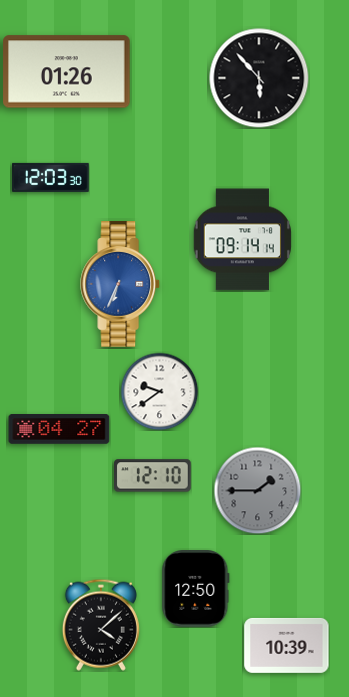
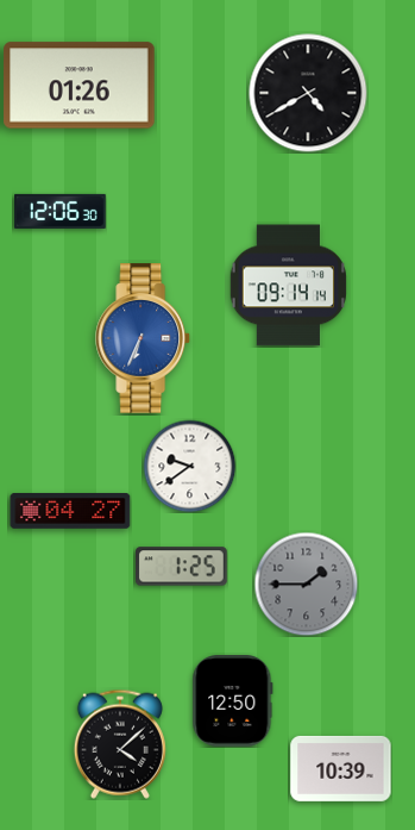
clock at (259, 78): 5:53 -> 4:40
clock at (51, 177): 12:03 -> 12:06
clock at (153, 476): 12:10 -> 1:25
